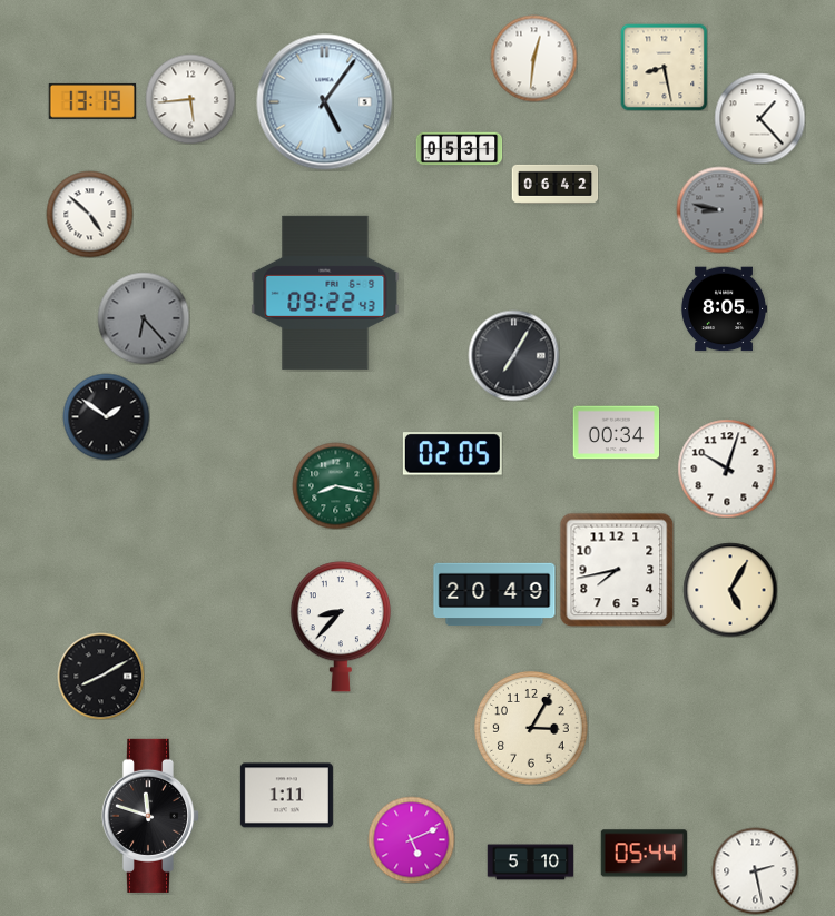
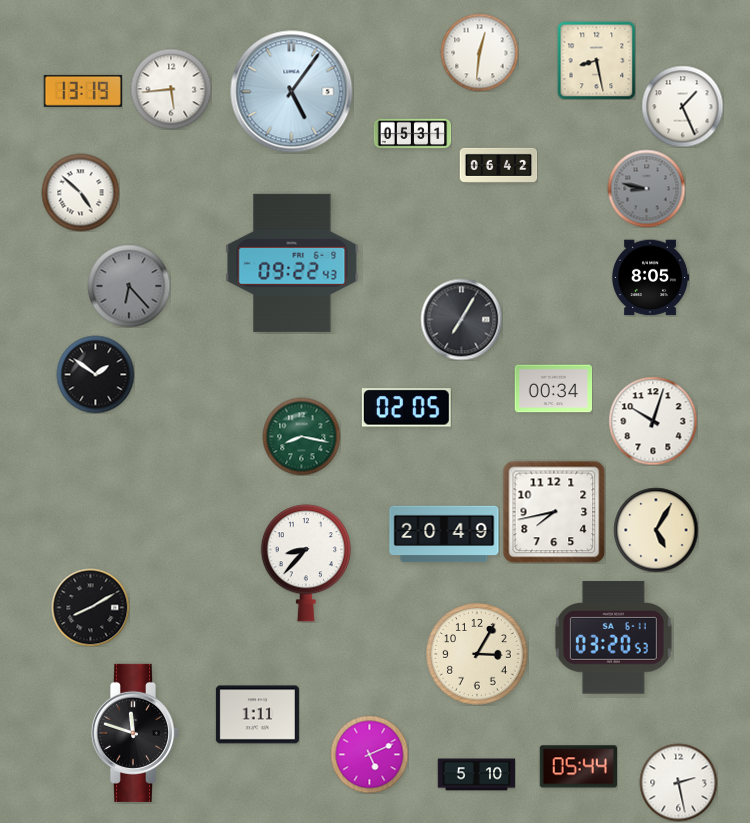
clock at (759, 118): 1:23 -> 1:26
clock at (613, 638): none -> 03:20
